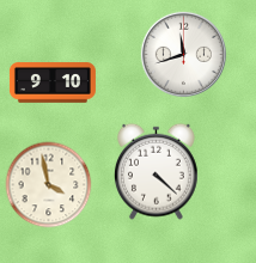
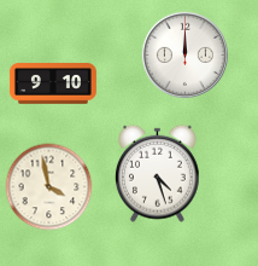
clock at (183, 54): 11:42 -> 12:00
clock at (157, 171): 4:22 -> 4:27
